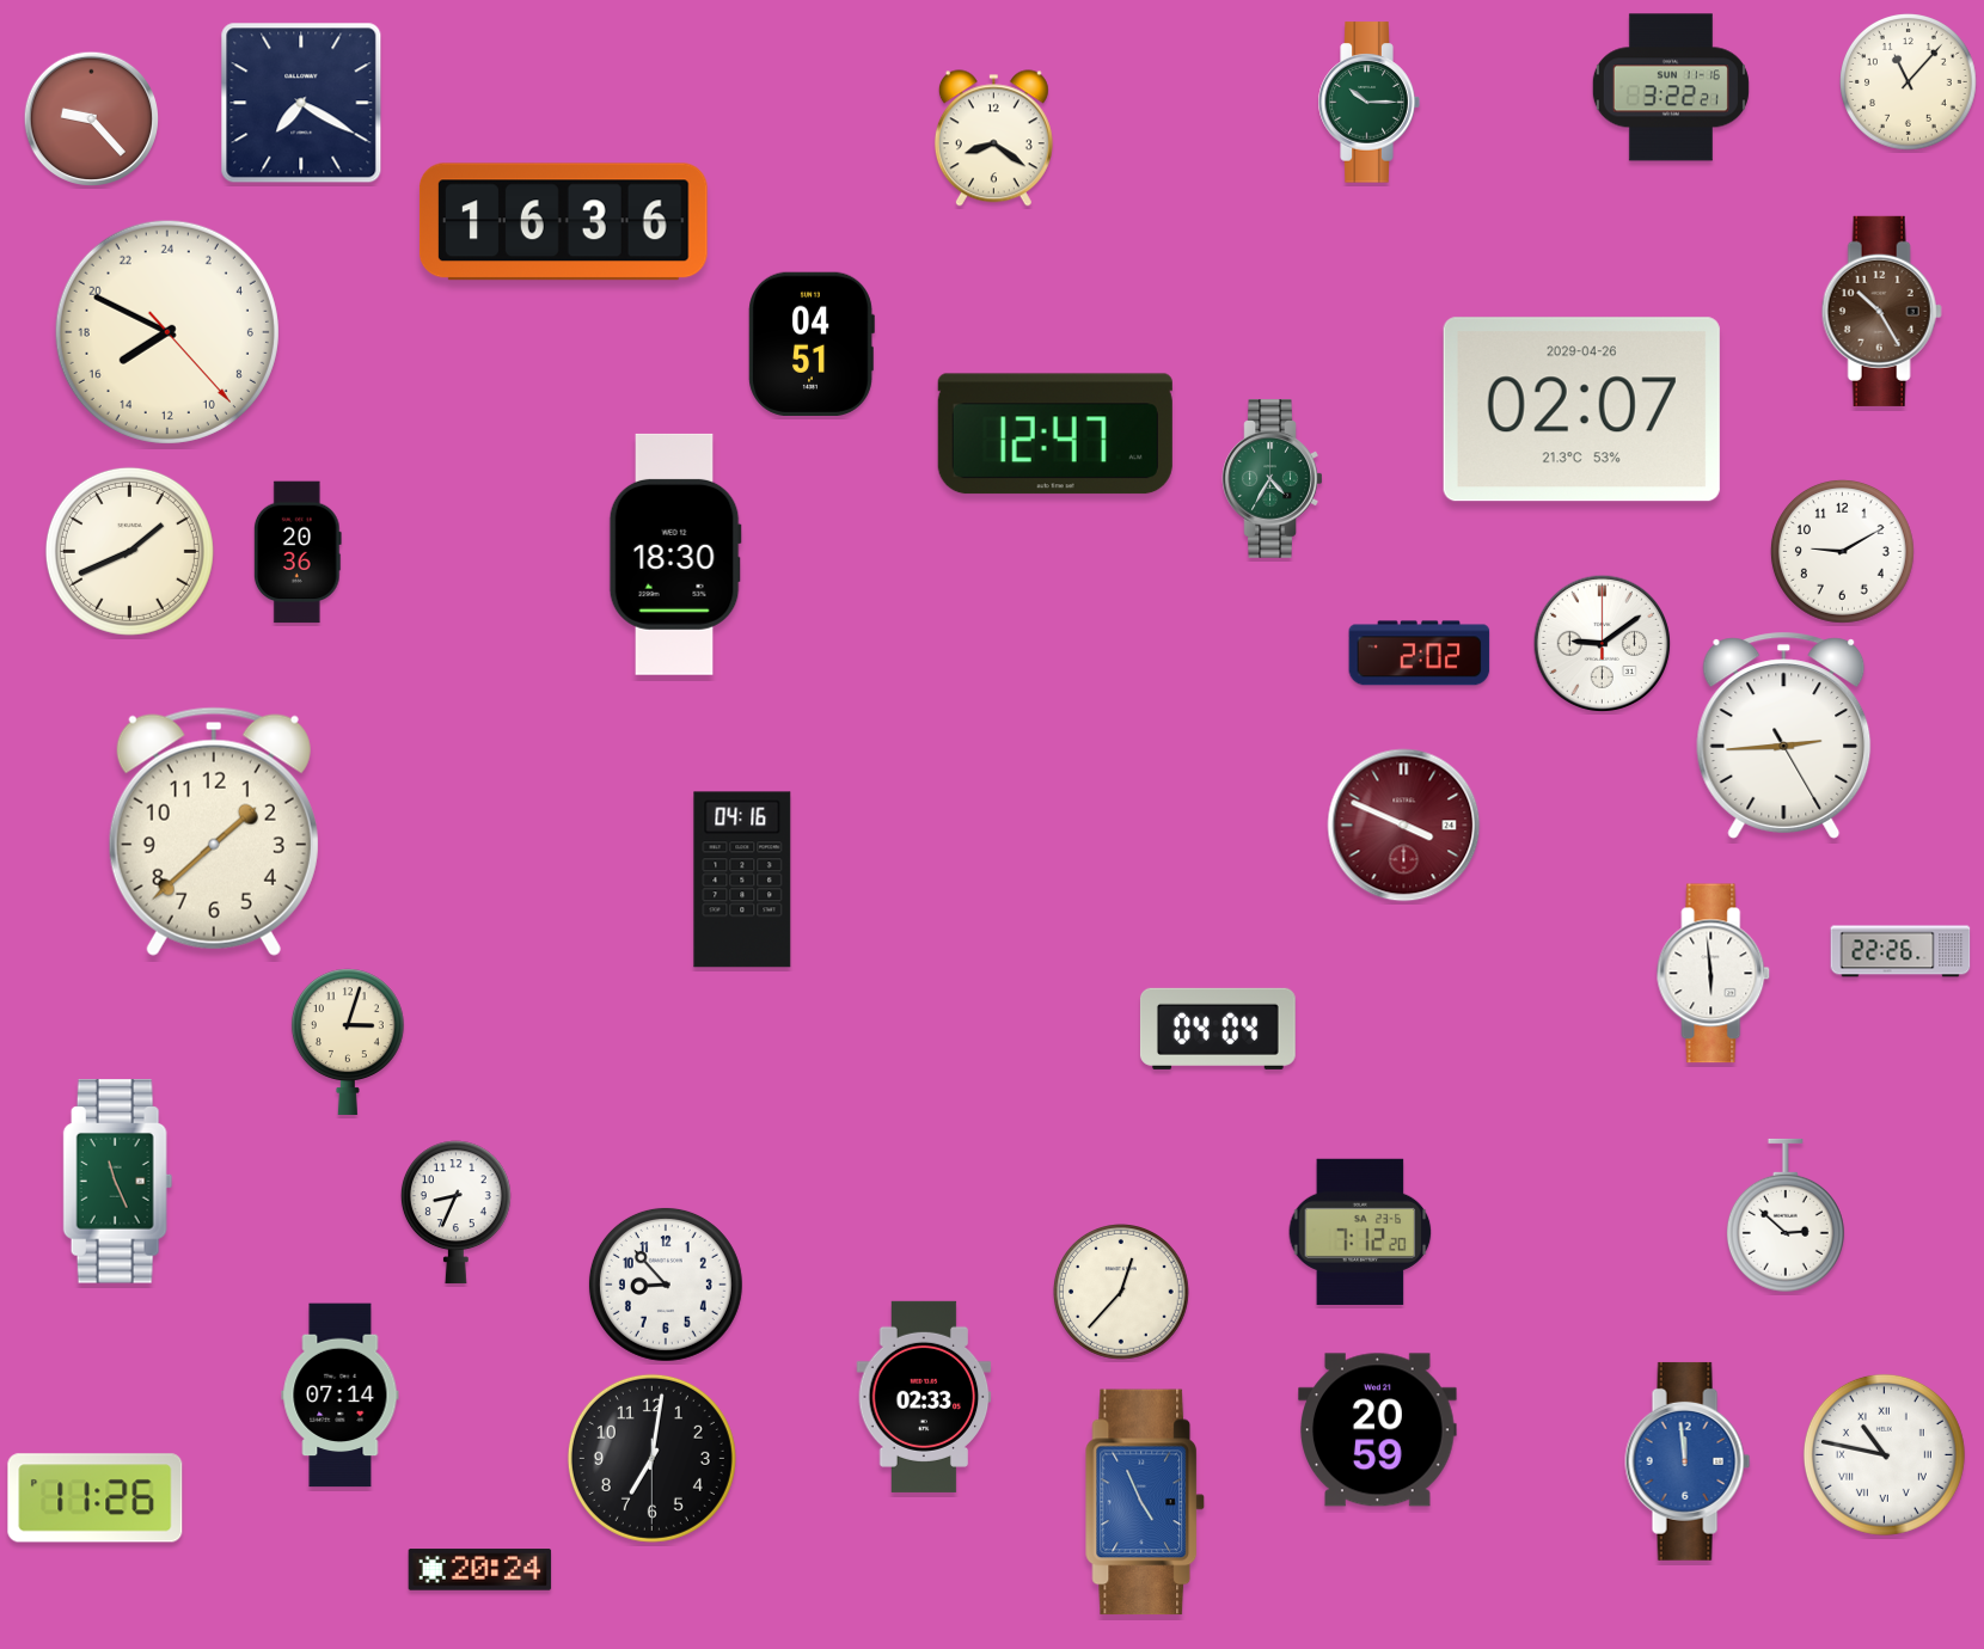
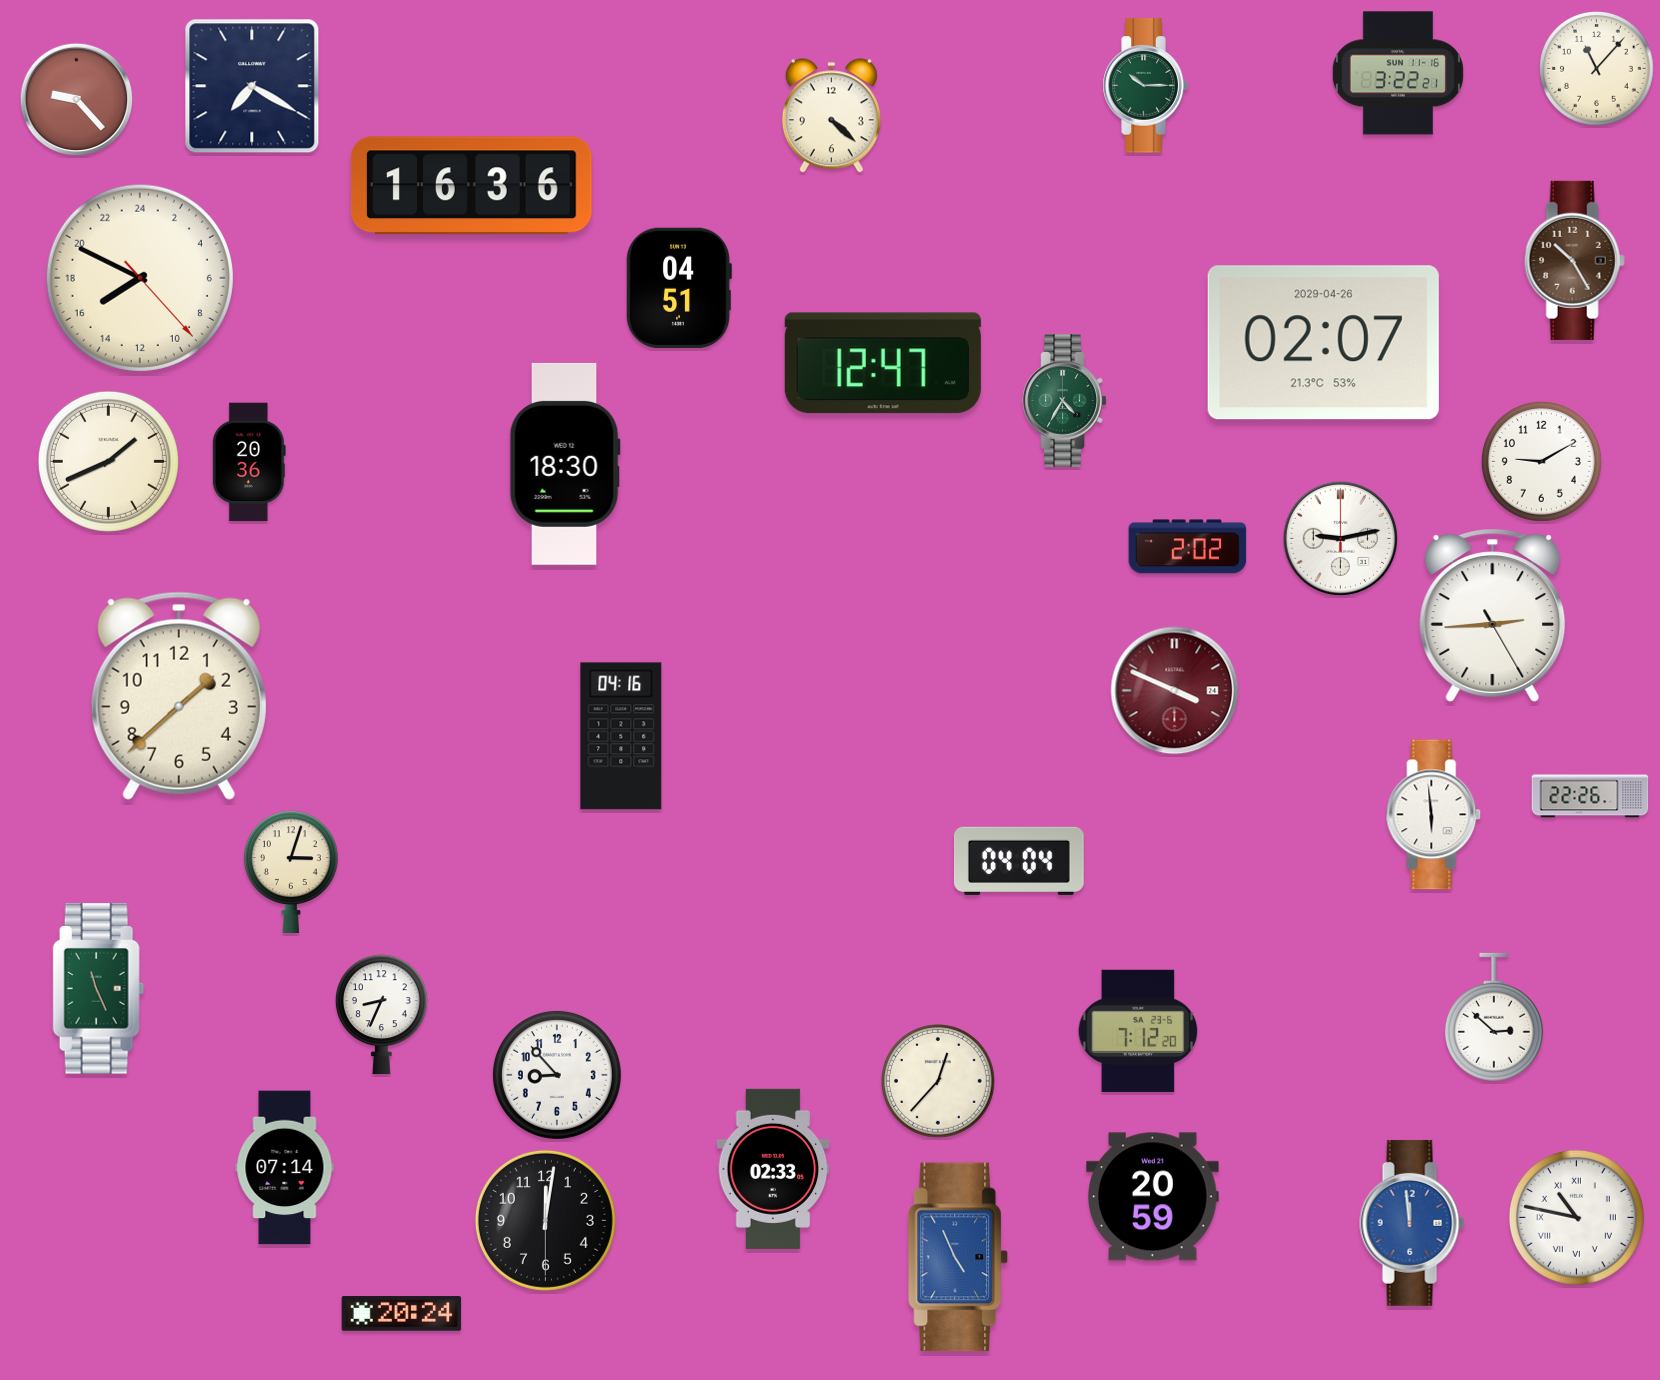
clock at (993, 139): 8:21 -> 4:22
clock at (1603, 644): 9:09 -> 9:13
clock at (651, 1458): 7:01 -> 12:01
clock at (96, 1498): 11:26 -> none
